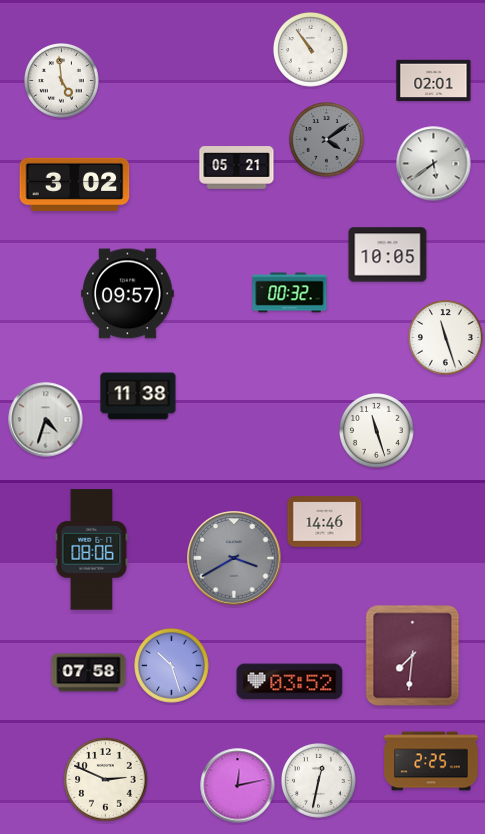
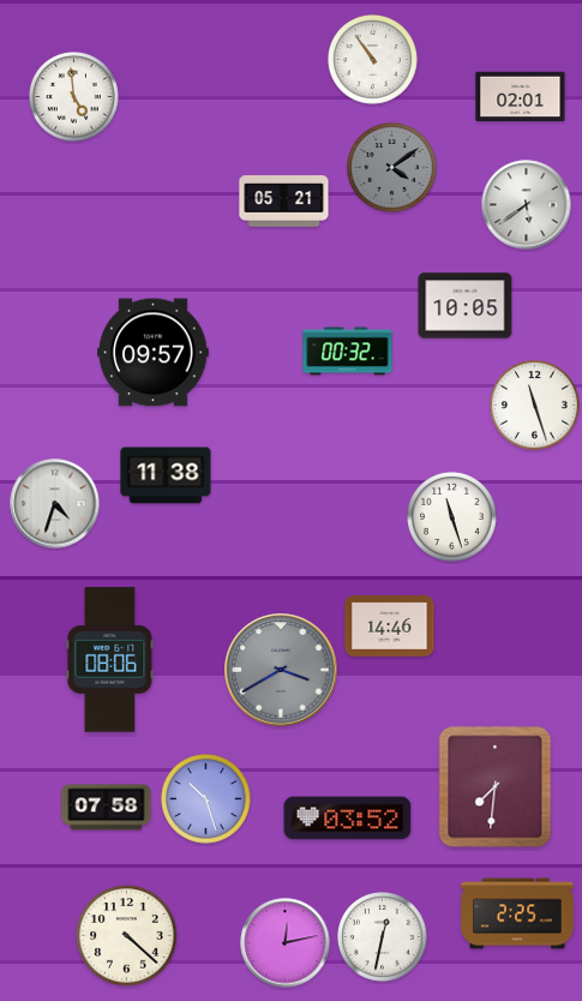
clock at (434, 164) position: (434, 164) -> (527, 205)
clock at (75, 184): 3:02 -> none
clock at (106, 780): 2:49 -> 4:22
